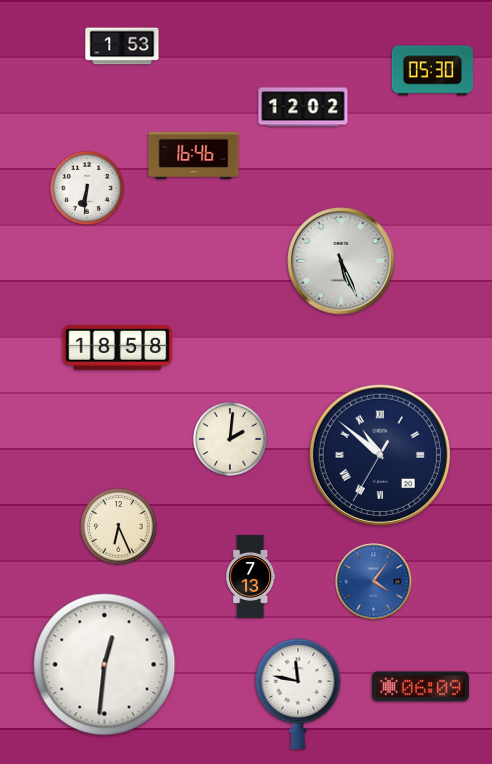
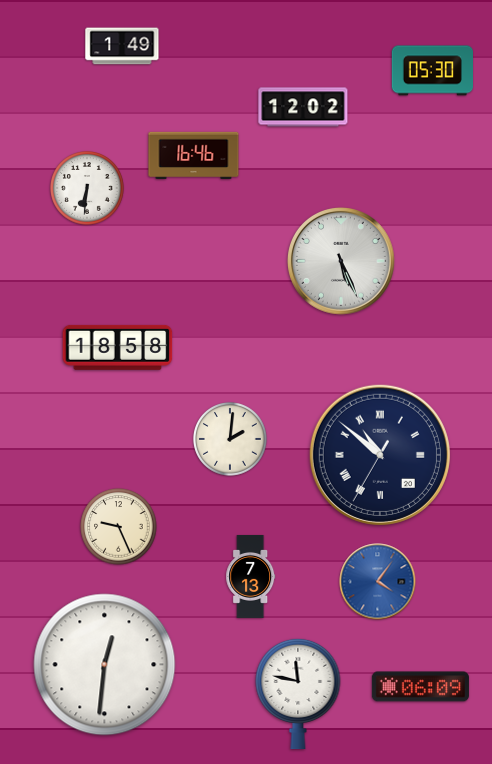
clock at (122, 46): 1:53 -> 1:49
clock at (119, 527): 6:26 -> 9:26
clock at (374, 582) position: (374, 582) -> (378, 582)
